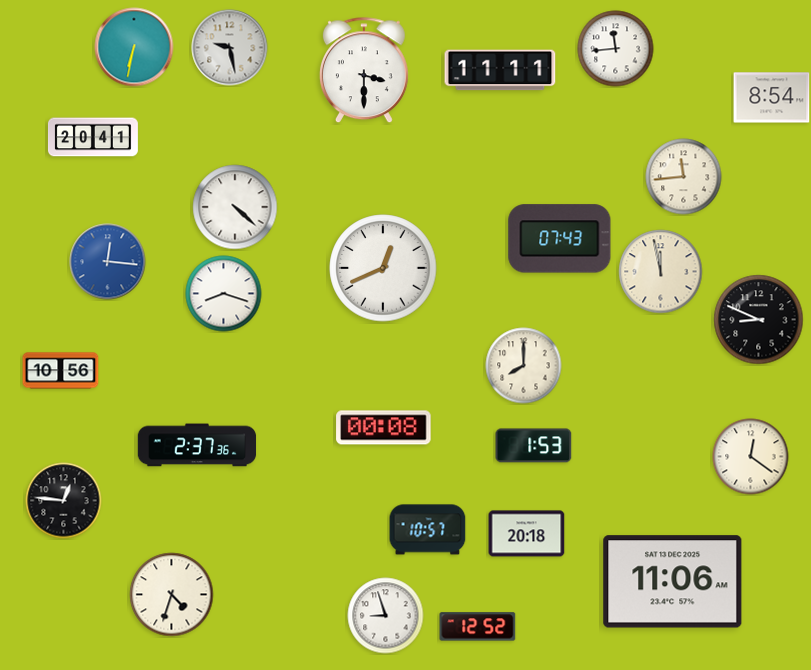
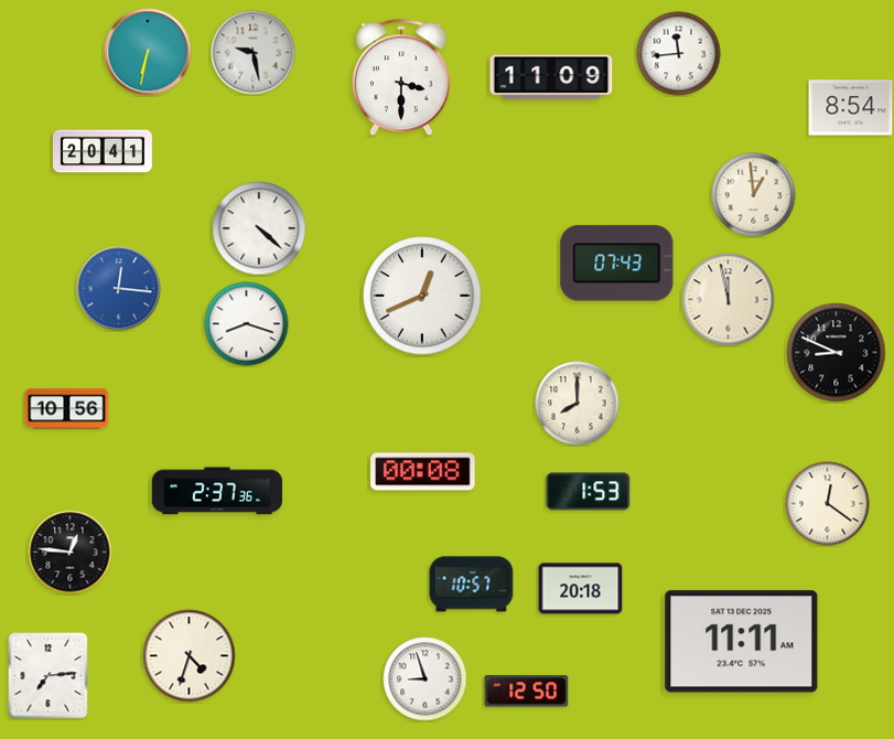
clock at (500, 70): 11:11 -> 11:09
clock at (684, 177): 11:44 -> 12:59
clock at (673, 582): 11:06 -> 11:11
clock at (49, 676): none -> 7:14
clock at (478, 627): 12:52 -> 12:50
